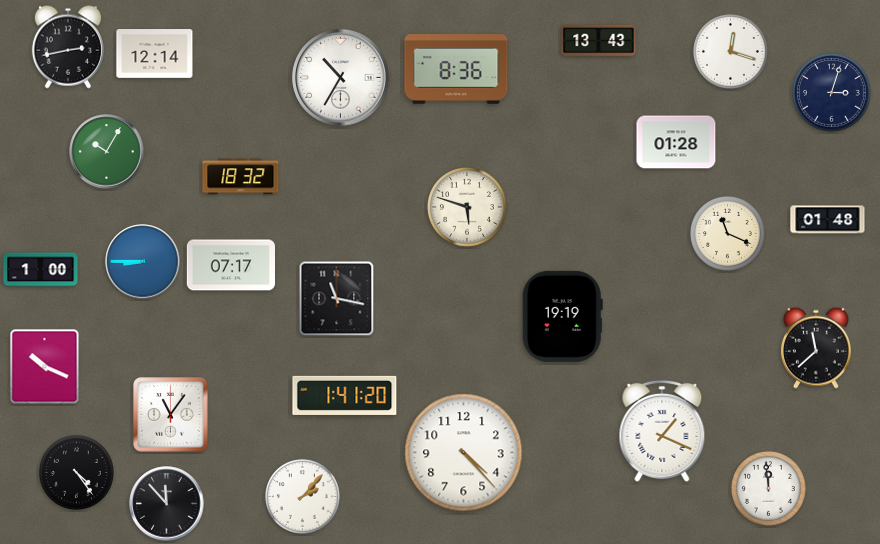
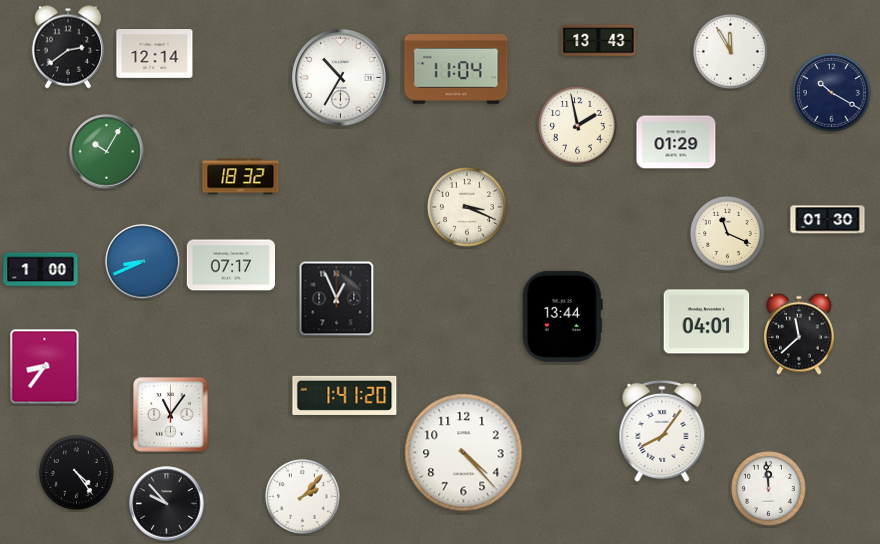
clock at (68, 47): 2:43 -> 2:39
clock at (730, 51): 12:18 -> 11:55
clock at (456, 70): 8:36 -> 11:04
clock at (832, 93): 3:03 -> 10:20
clock at (578, 126): none -> 1:58
clock at (676, 142): 01:28 -> 01:29
clock at (468, 208): 5:48 -> 3:19
clock at (828, 220): 01:48 -> 01:30
clock at (143, 262): 8:45 -> 8:41
clock at (337, 299): 11:17 -> 12:56
clock at (562, 316): 19:19 -> 13:44
clock at (707, 322): none -> 04:01
clock at (816, 348) position: (816, 348) -> (799, 334)
clock at (45, 367): 10:19 -> 8:36
clock at (662, 431): 1:19 -> 8:06
clock at (167, 504): 11:53 -> 9:53
